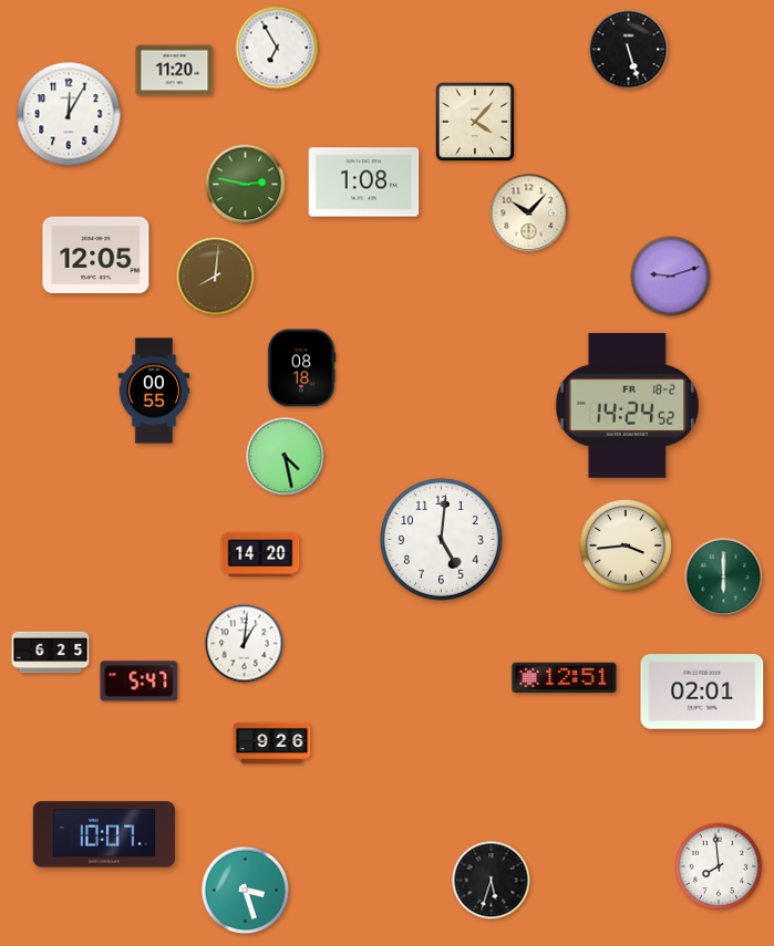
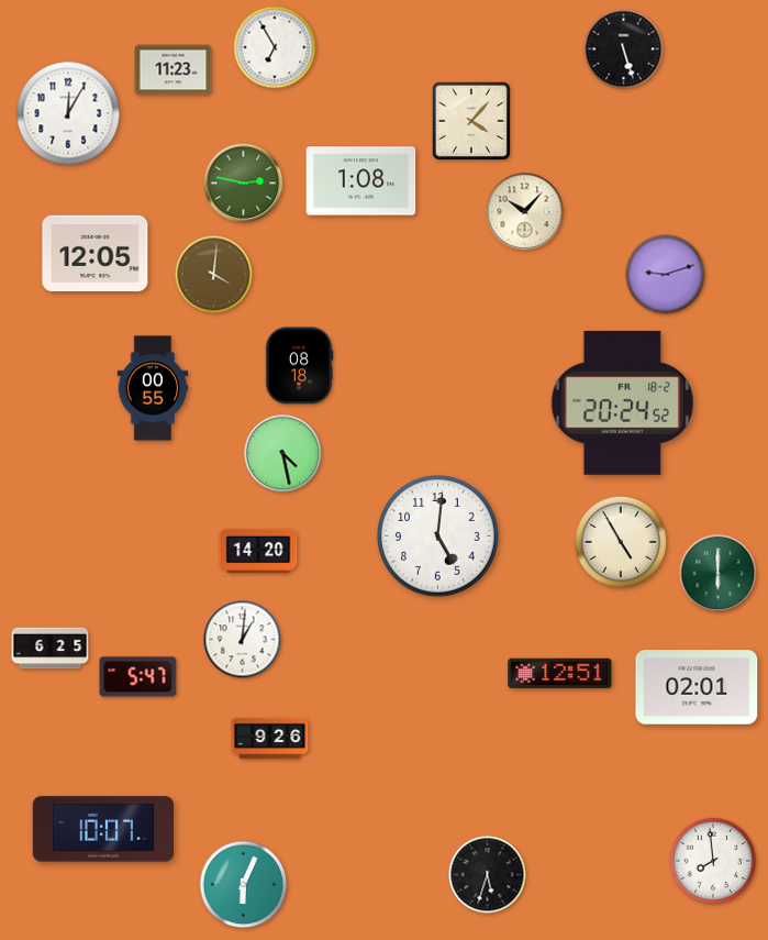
clock at (175, 71): 11:20 -> 11:23
clock at (216, 277): 8:01 -> 4:01
clock at (627, 405): 14:24 -> 20:24
clock at (626, 545): 3:44 -> 4:55
clock at (246, 891): 3:27 -> 6:04
